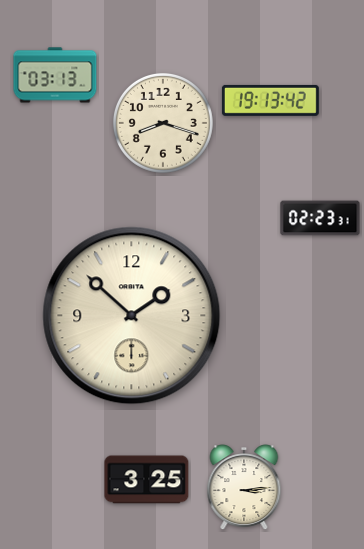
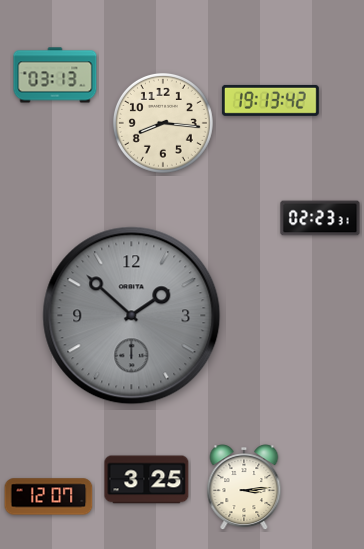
clock at (163, 123): 8:18 -> 8:16
clock at (132, 316) dial: cream -> grey
clock at (49, 497): none -> 12:07
